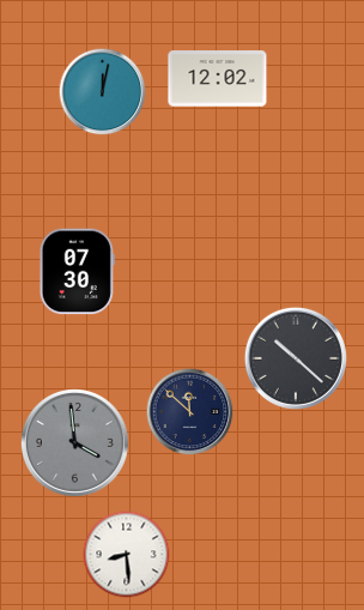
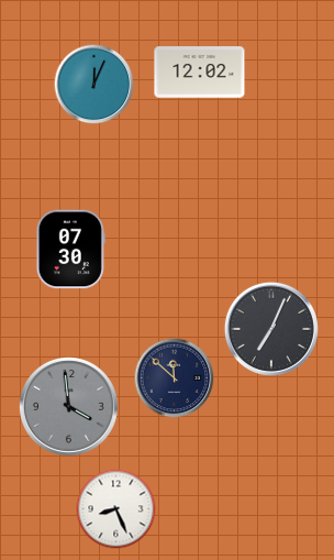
clock at (103, 92): 12:02 -> 12:04
clock at (296, 358): 10:22 -> 7:04
clock at (127, 555): 8:29 -> 8:26
